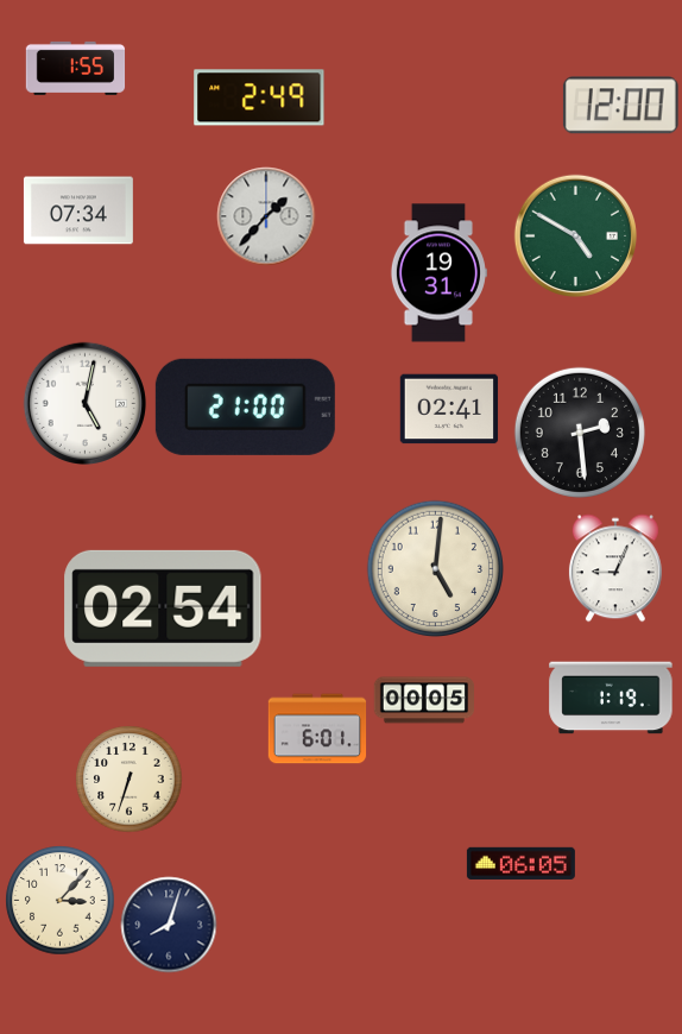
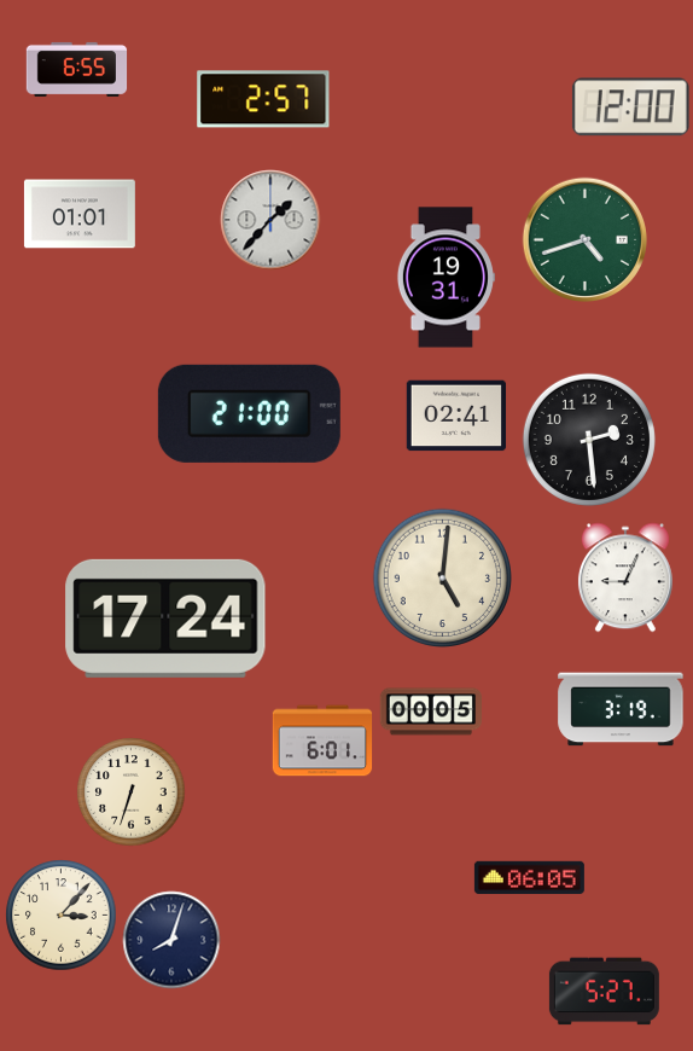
clock at (75, 68): 1:55 -> 6:55
clock at (259, 97): 2:49 -> 2:57
clock at (78, 210): 07:34 -> 01:01
clock at (575, 235): 4:50 -> 4:42
clock at (84, 403): 5:02 -> none
clock at (163, 609): 02:54 -> 17:24
clock at (611, 698): 1:19 -> 3:19
clock at (604, 992): none -> 5:27
